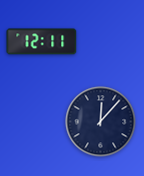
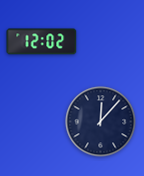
clock at (42, 42): 12:11 -> 12:02
